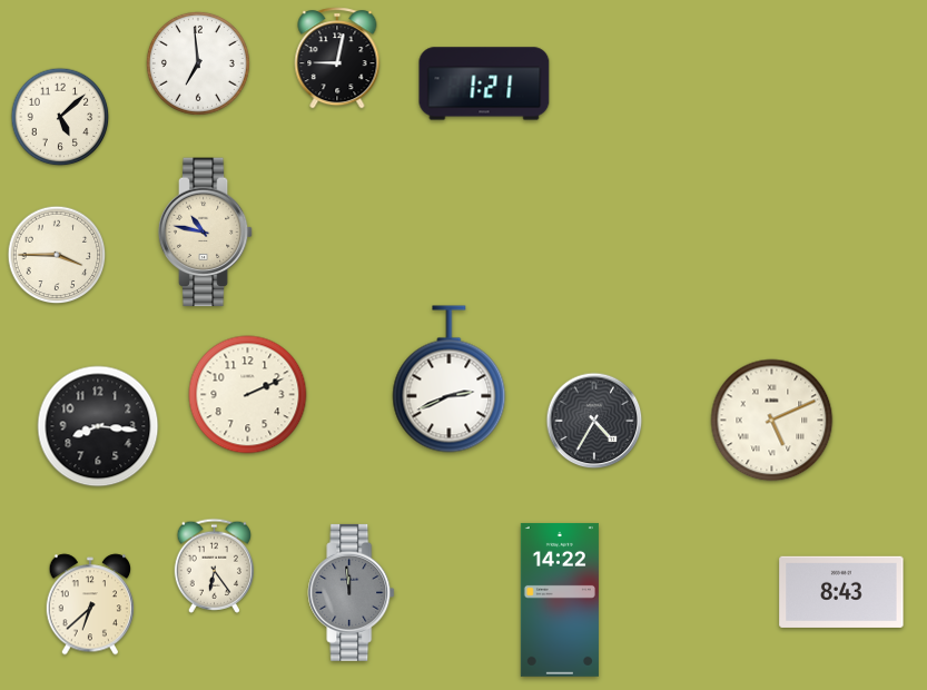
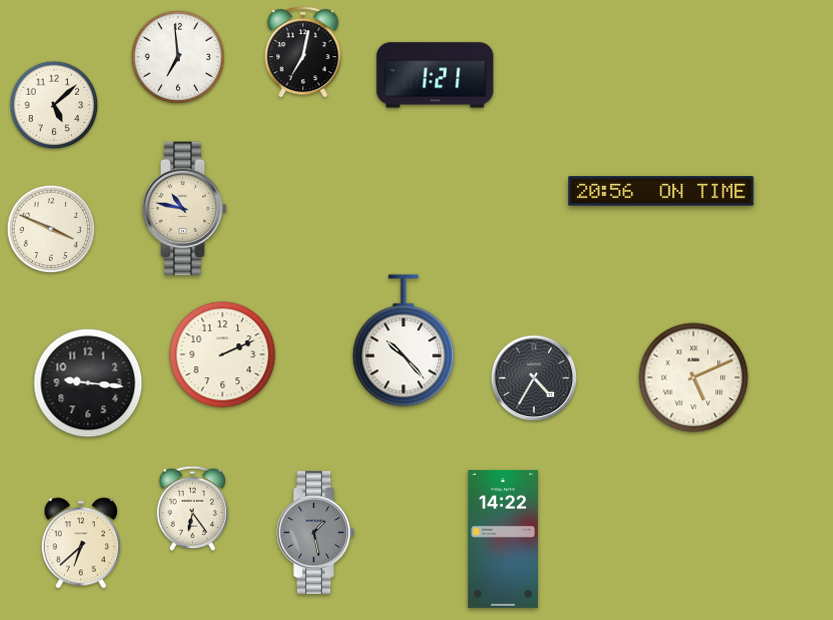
clock at (337, 58): 9:02 -> 7:02
clock at (661, 191): none -> 20:56
clock at (57, 255): 3:45 -> 3:49
clock at (450, 379): 2:41 -> 10:23
clock at (98, 426): 8:16 -> 9:16
clock at (352, 592): 11:59 -> 1:28
clock at (841, 592): 8:43 -> none
